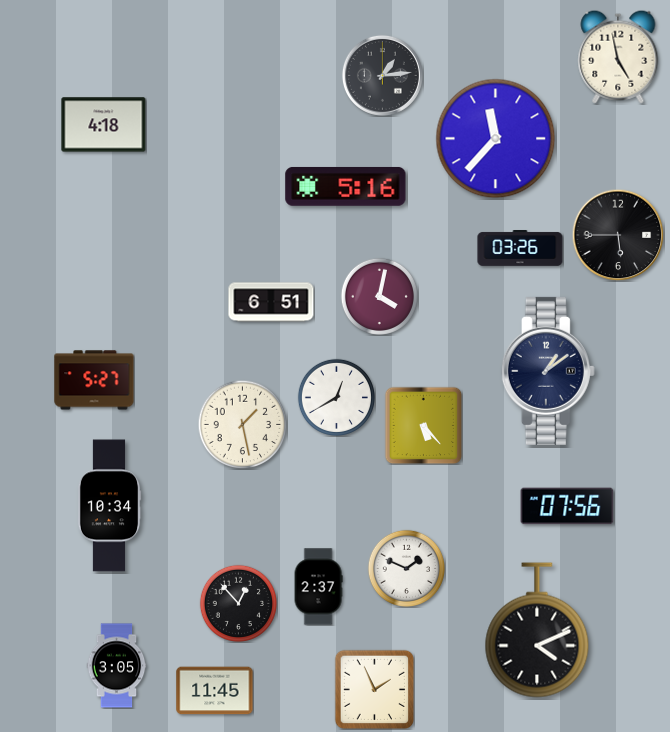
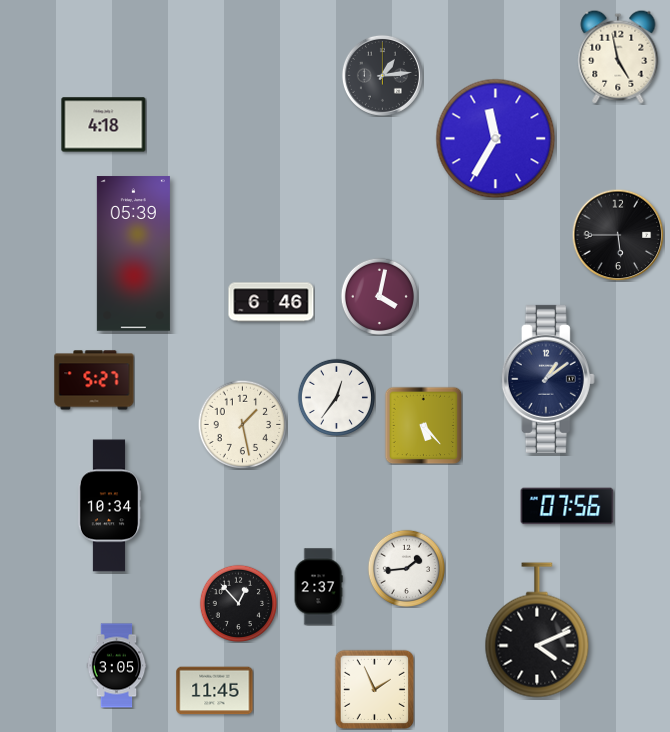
clock at (496, 139): 11:37 -> 11:35
clock at (346, 186): 5:16 -> none
clock at (520, 249): 03:26 -> none
clock at (133, 254): none -> 05:39
clock at (271, 302): 6:51 -> 6:46
clock at (548, 371) position: (548, 371) -> (548, 379)
clock at (336, 397): 12:40 -> 12:36
clock at (406, 568): 1:49 -> 1:44
